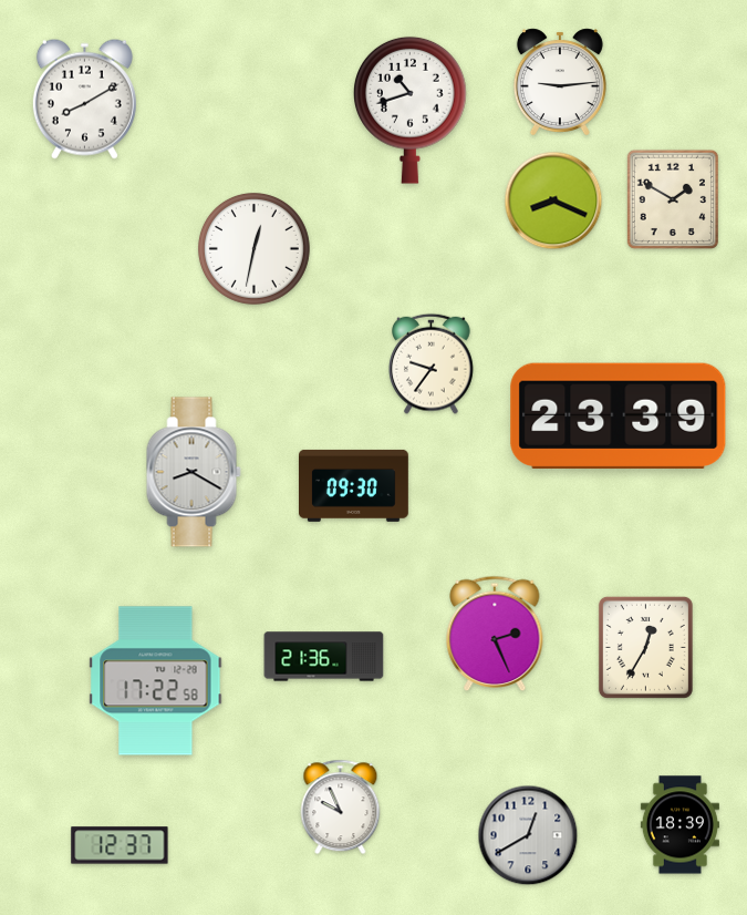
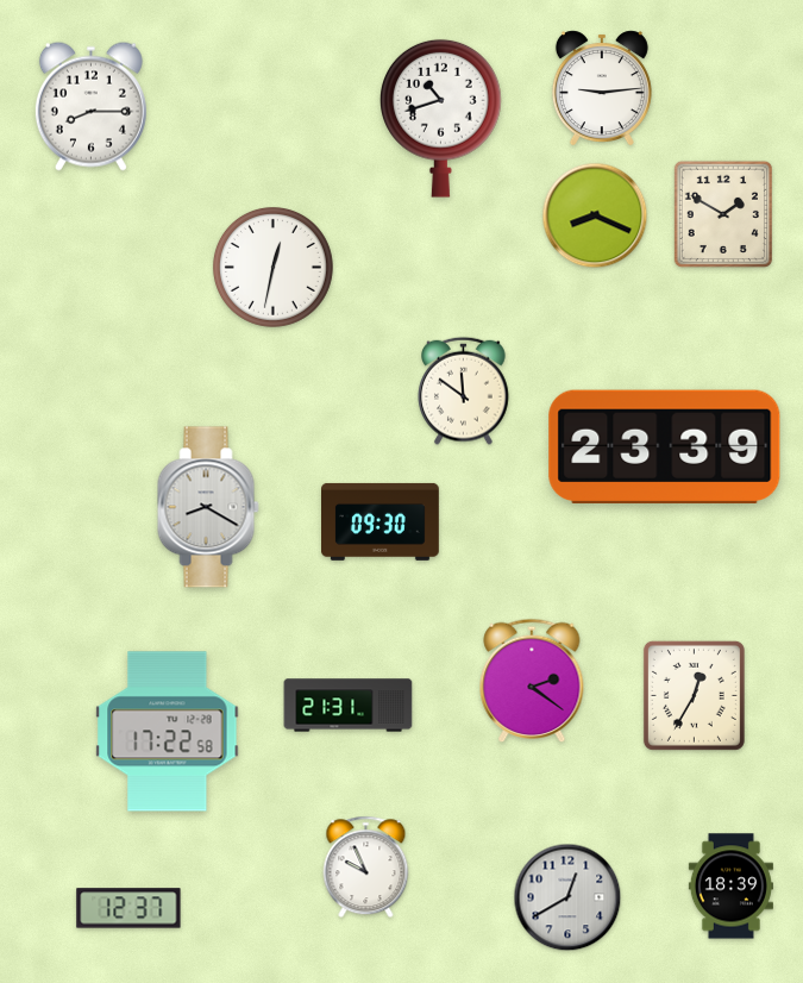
clock at (84, 99): 8:10 -> 8:15
clock at (432, 363): 9:36 -> 11:51
clock at (495, 633): 2:26 -> 2:21
clock at (324, 657): 21:36 -> 21:31
